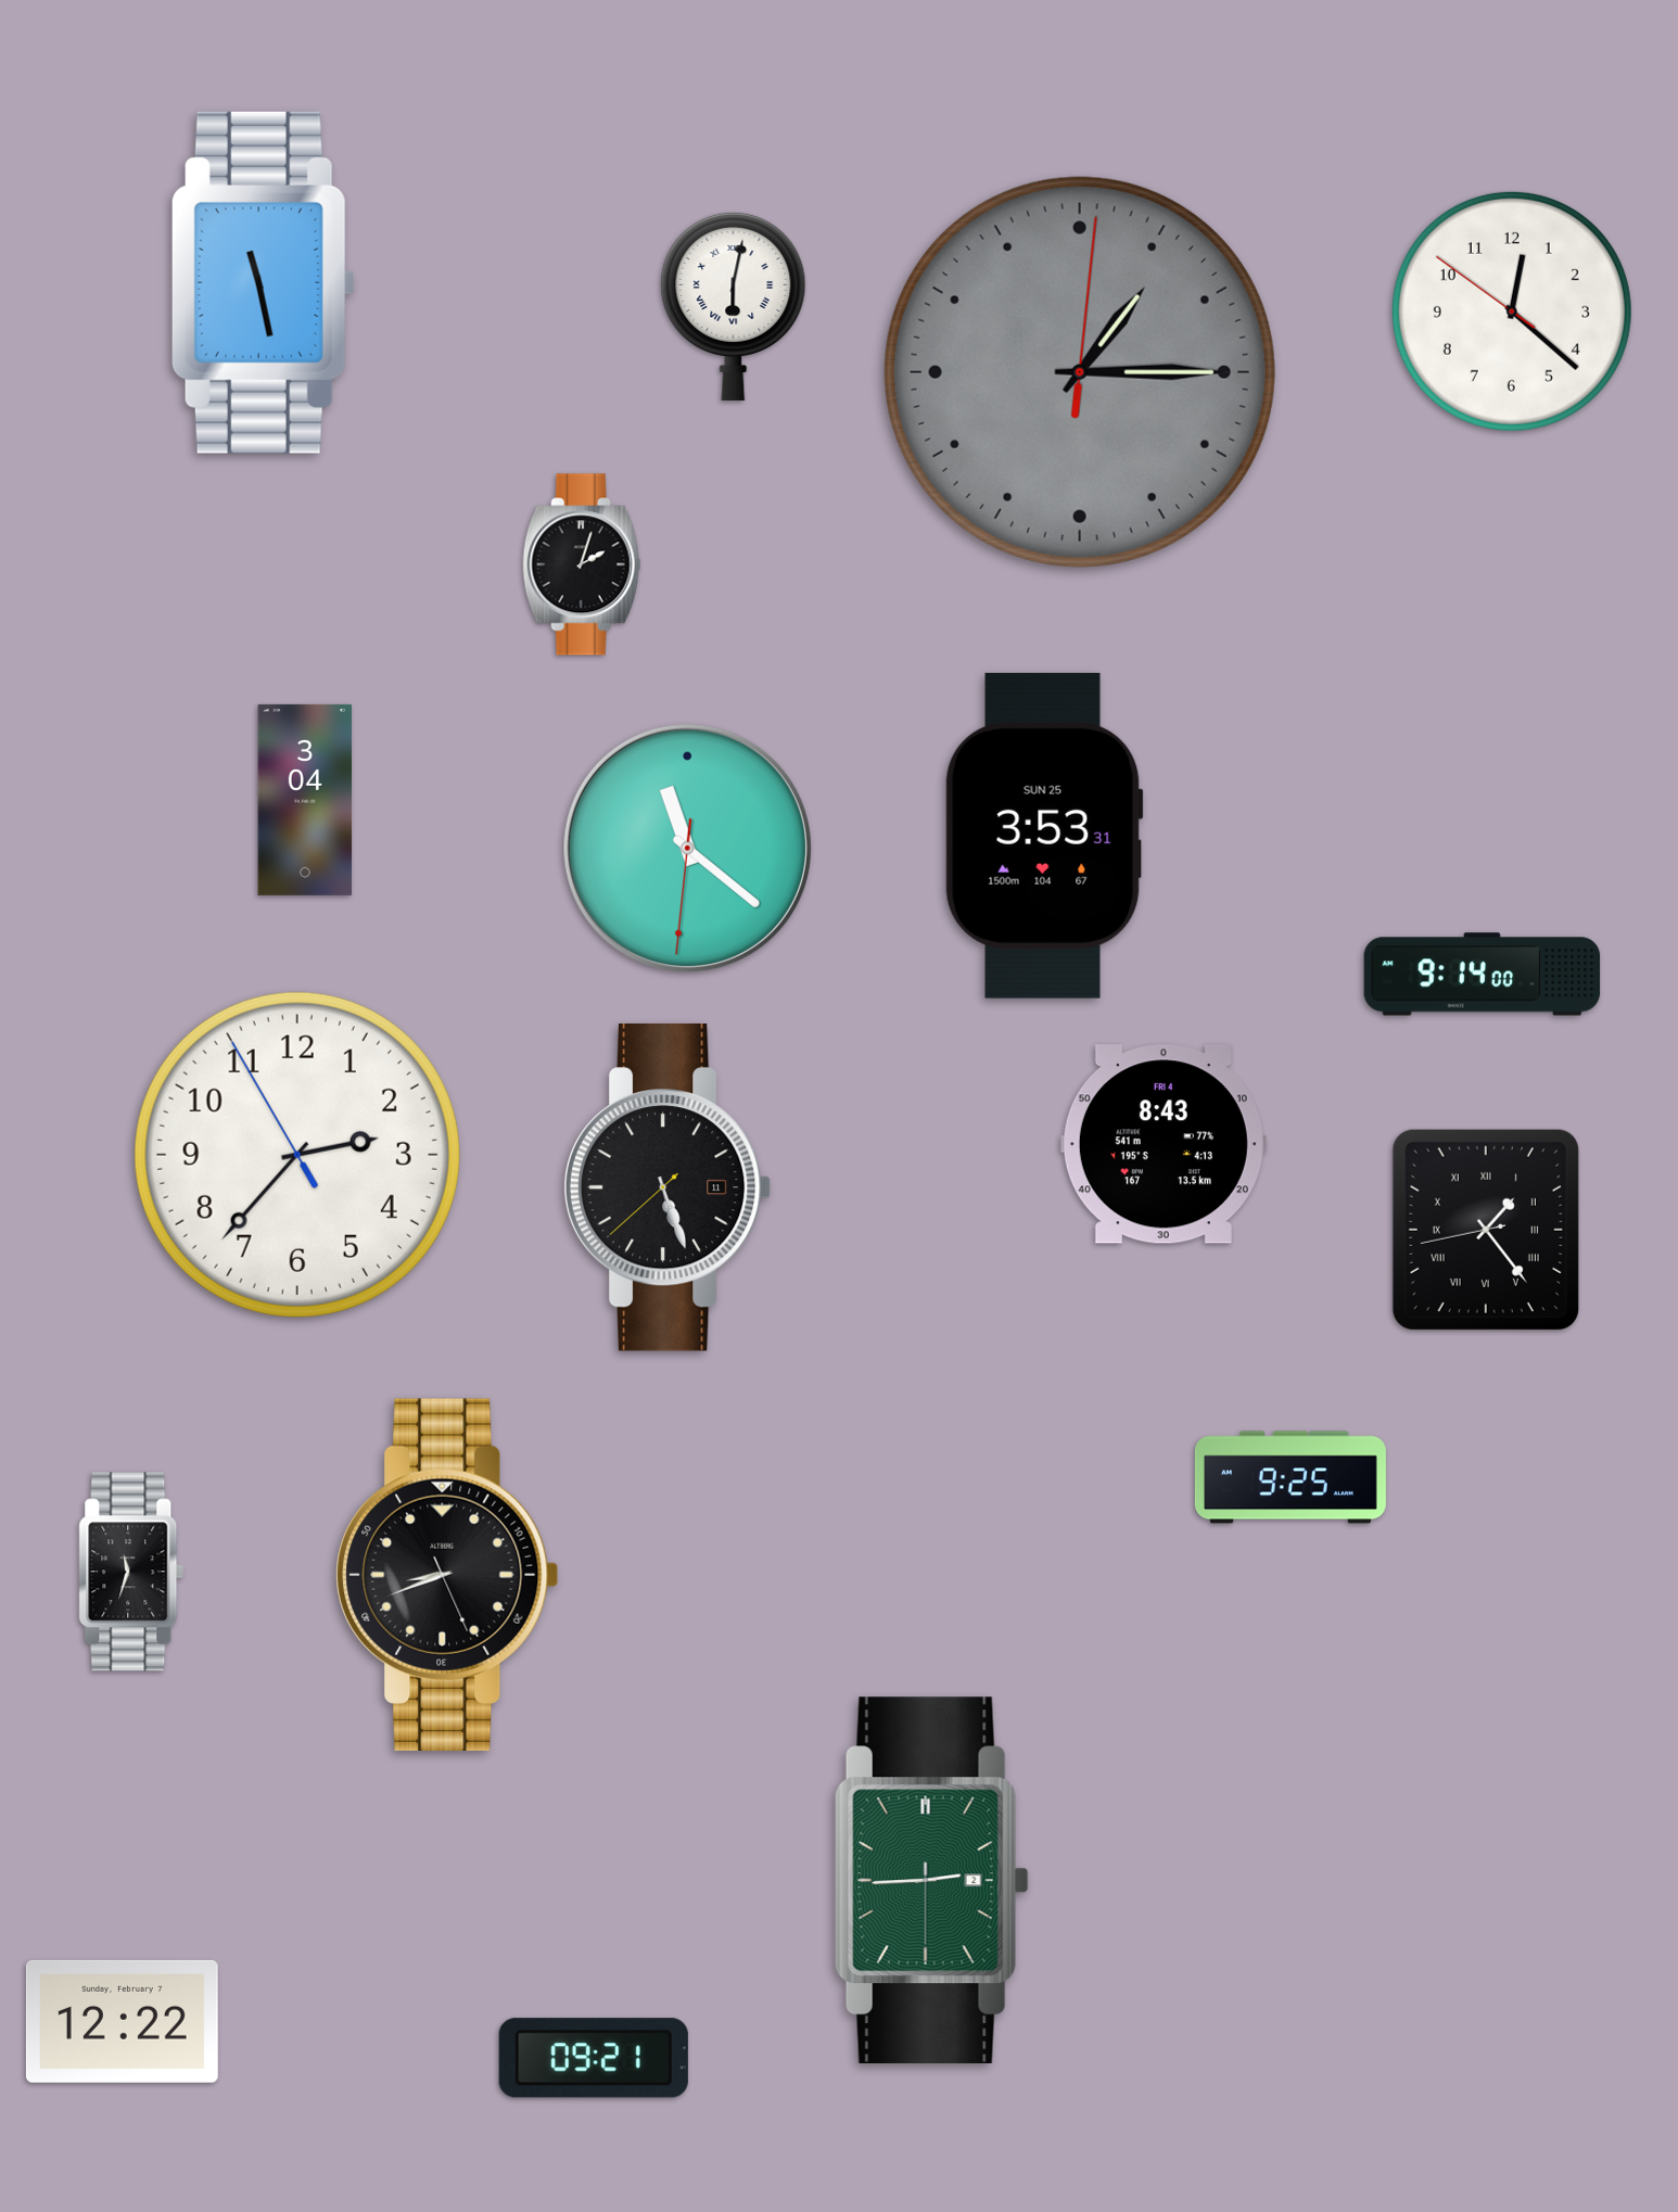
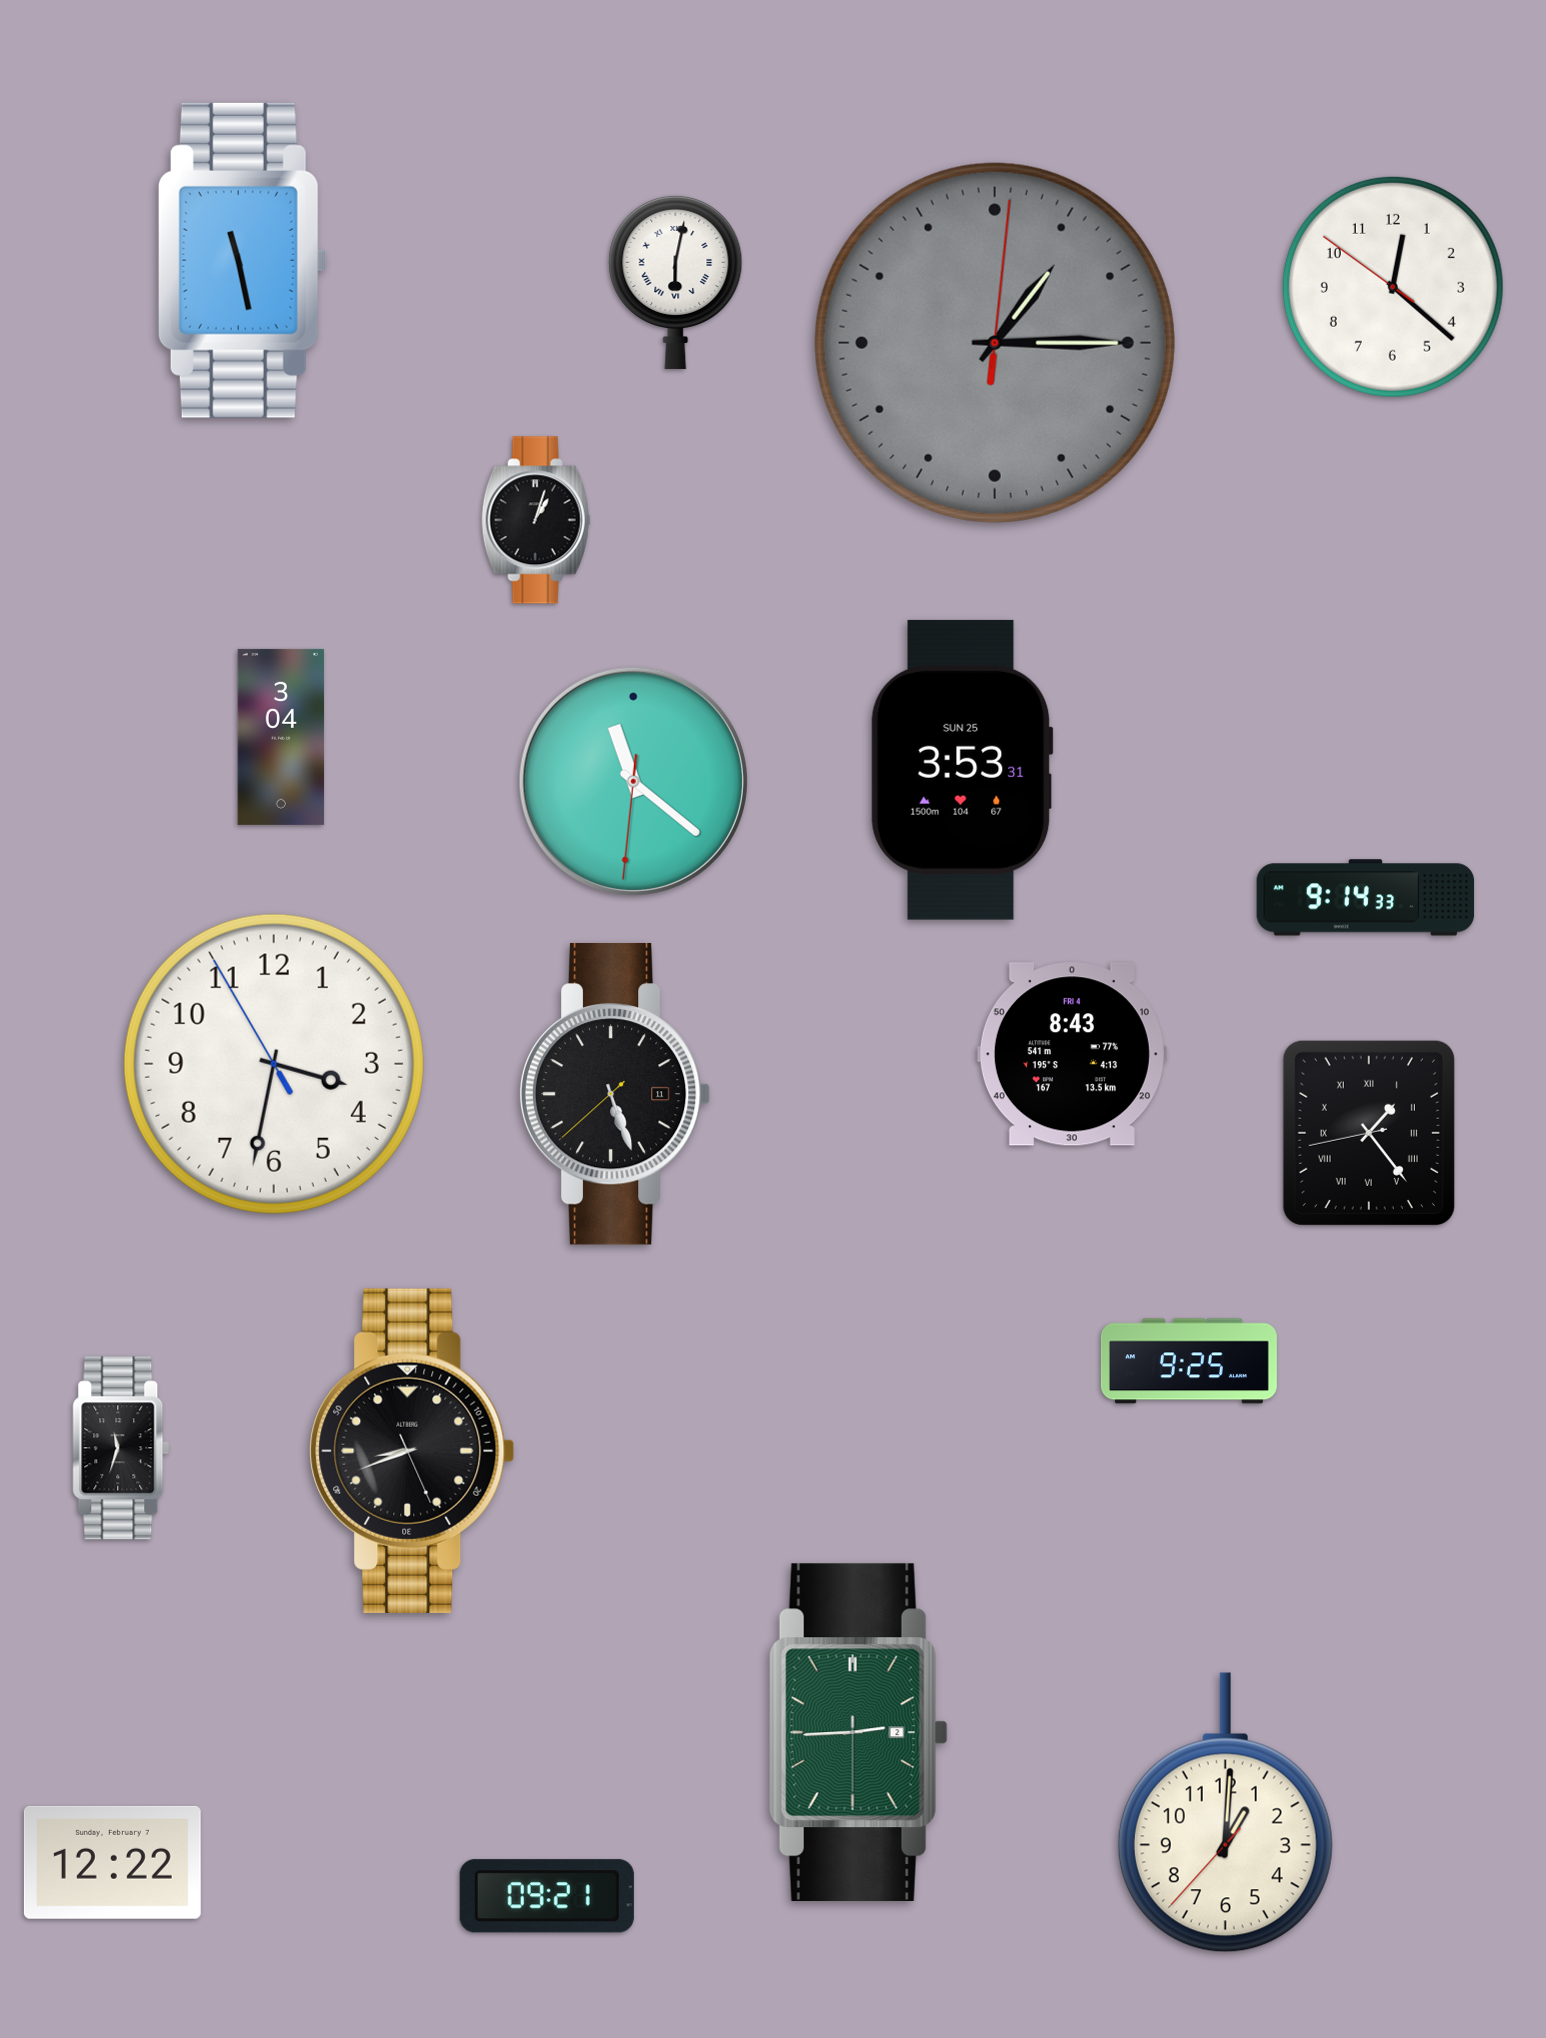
clock at (582, 564): 2:03 -> 1:03
clock at (1483, 975): 9:14:00 -> 9:14:33
clock at (297, 1155): 2:36 -> 3:31
clock at (1225, 1813): none -> 1:00
